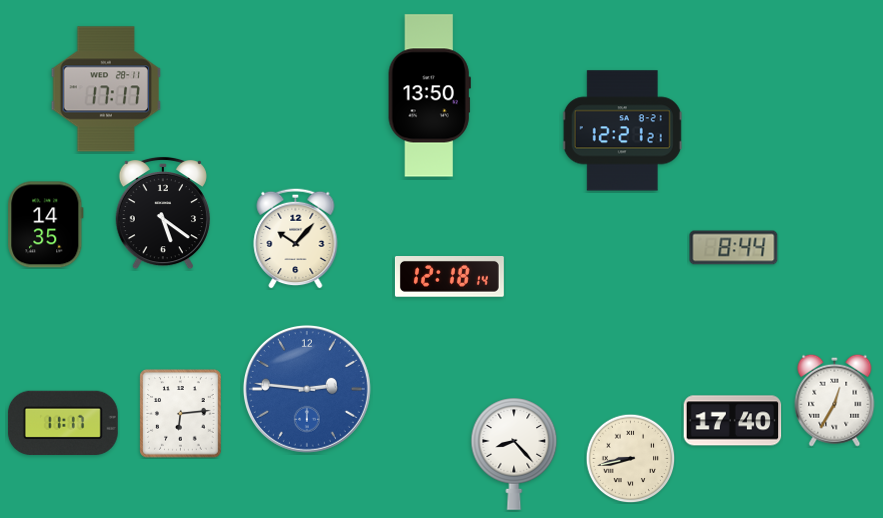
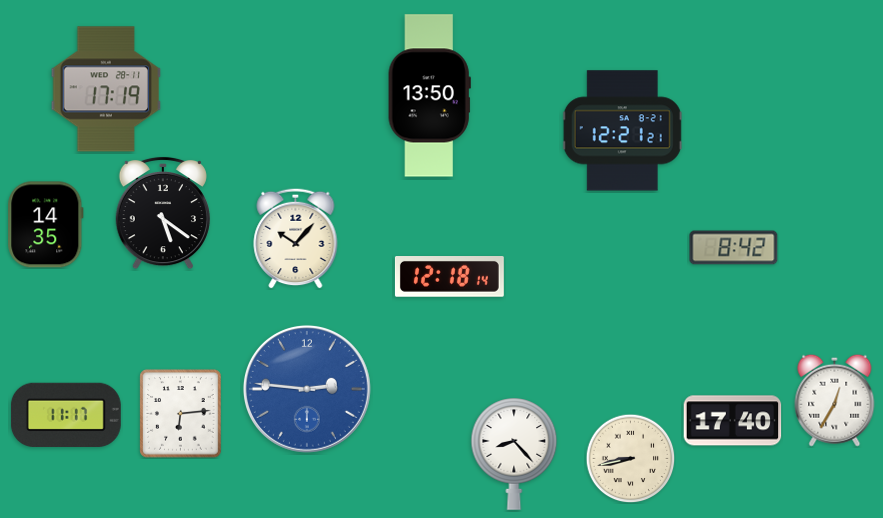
clock at (106, 89): 17:17 -> 17:19
clock at (734, 248): 8:44 -> 8:42
clock at (63, 423) position: (63, 423) -> (66, 415)
